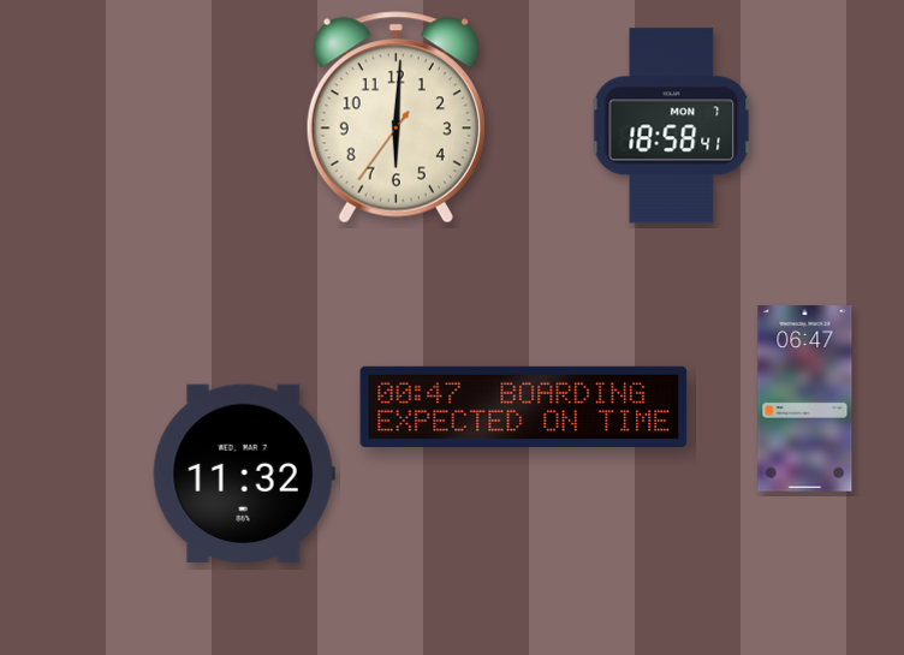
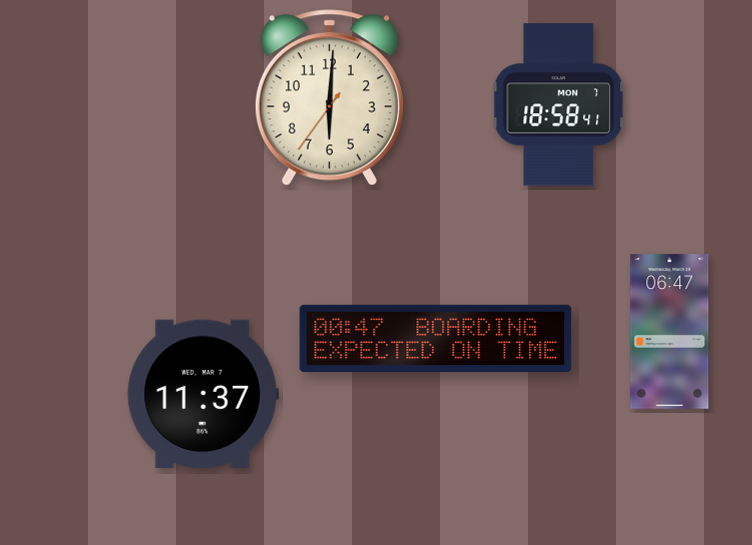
clock at (244, 474): 11:32 -> 11:37
